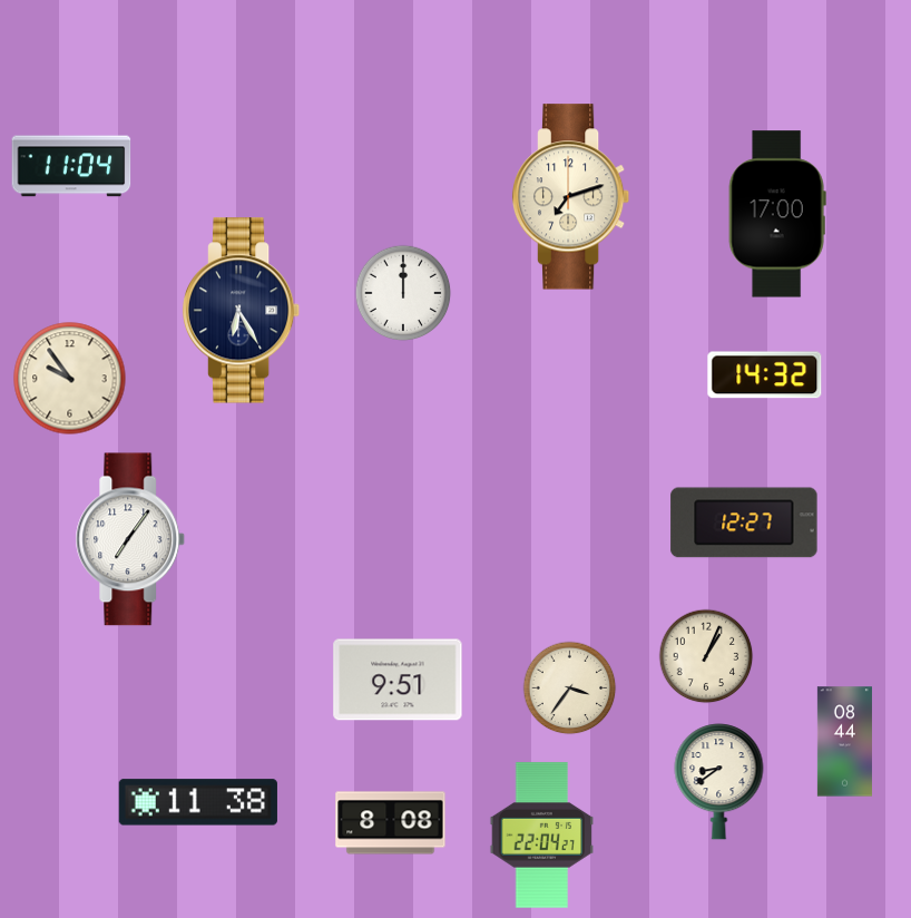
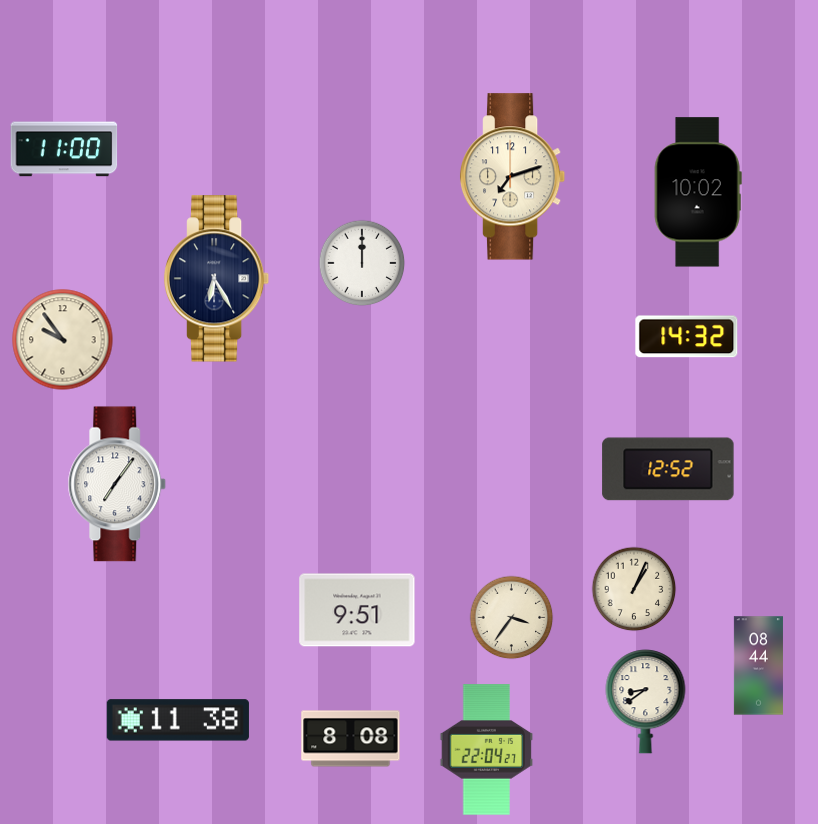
clock at (71, 166): 11:04 -> 11:00
clock at (777, 214): 17:00 -> 10:02
clock at (744, 523): 12:27 -> 12:52
